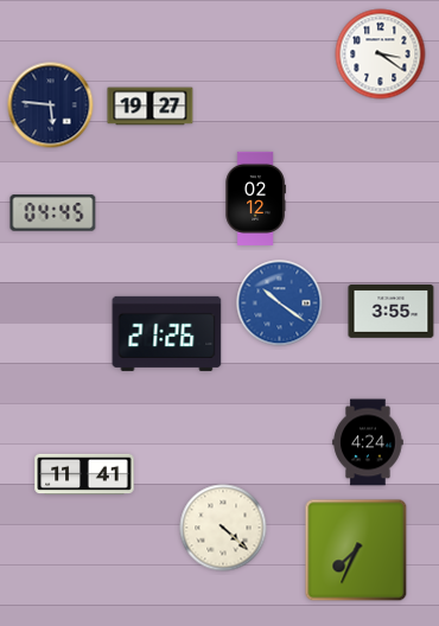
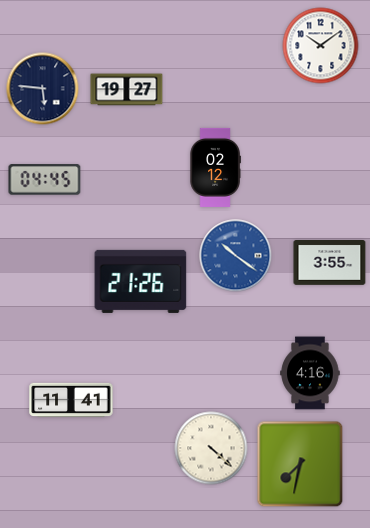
clock at (381, 55): 3:21 -> 10:09
clock at (368, 442): 4:24 -> 4:16
clock at (223, 528) position: (223, 528) -> (211, 448)
clock at (356, 550): 7:34 -> 7:32
